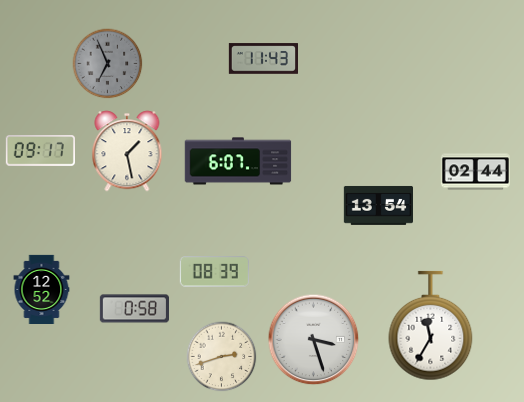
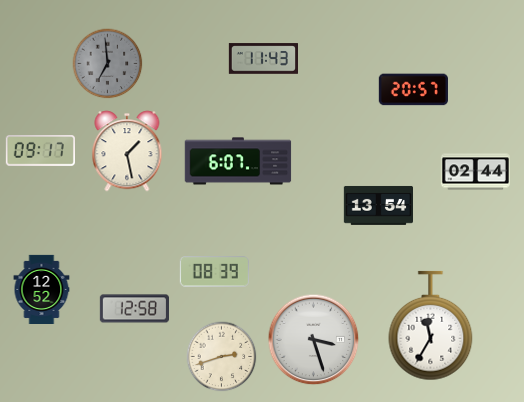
clock at (108, 64): 6:56 -> 6:59
clock at (413, 90): none -> 20:57
clock at (134, 309): 0:58 -> 12:58
